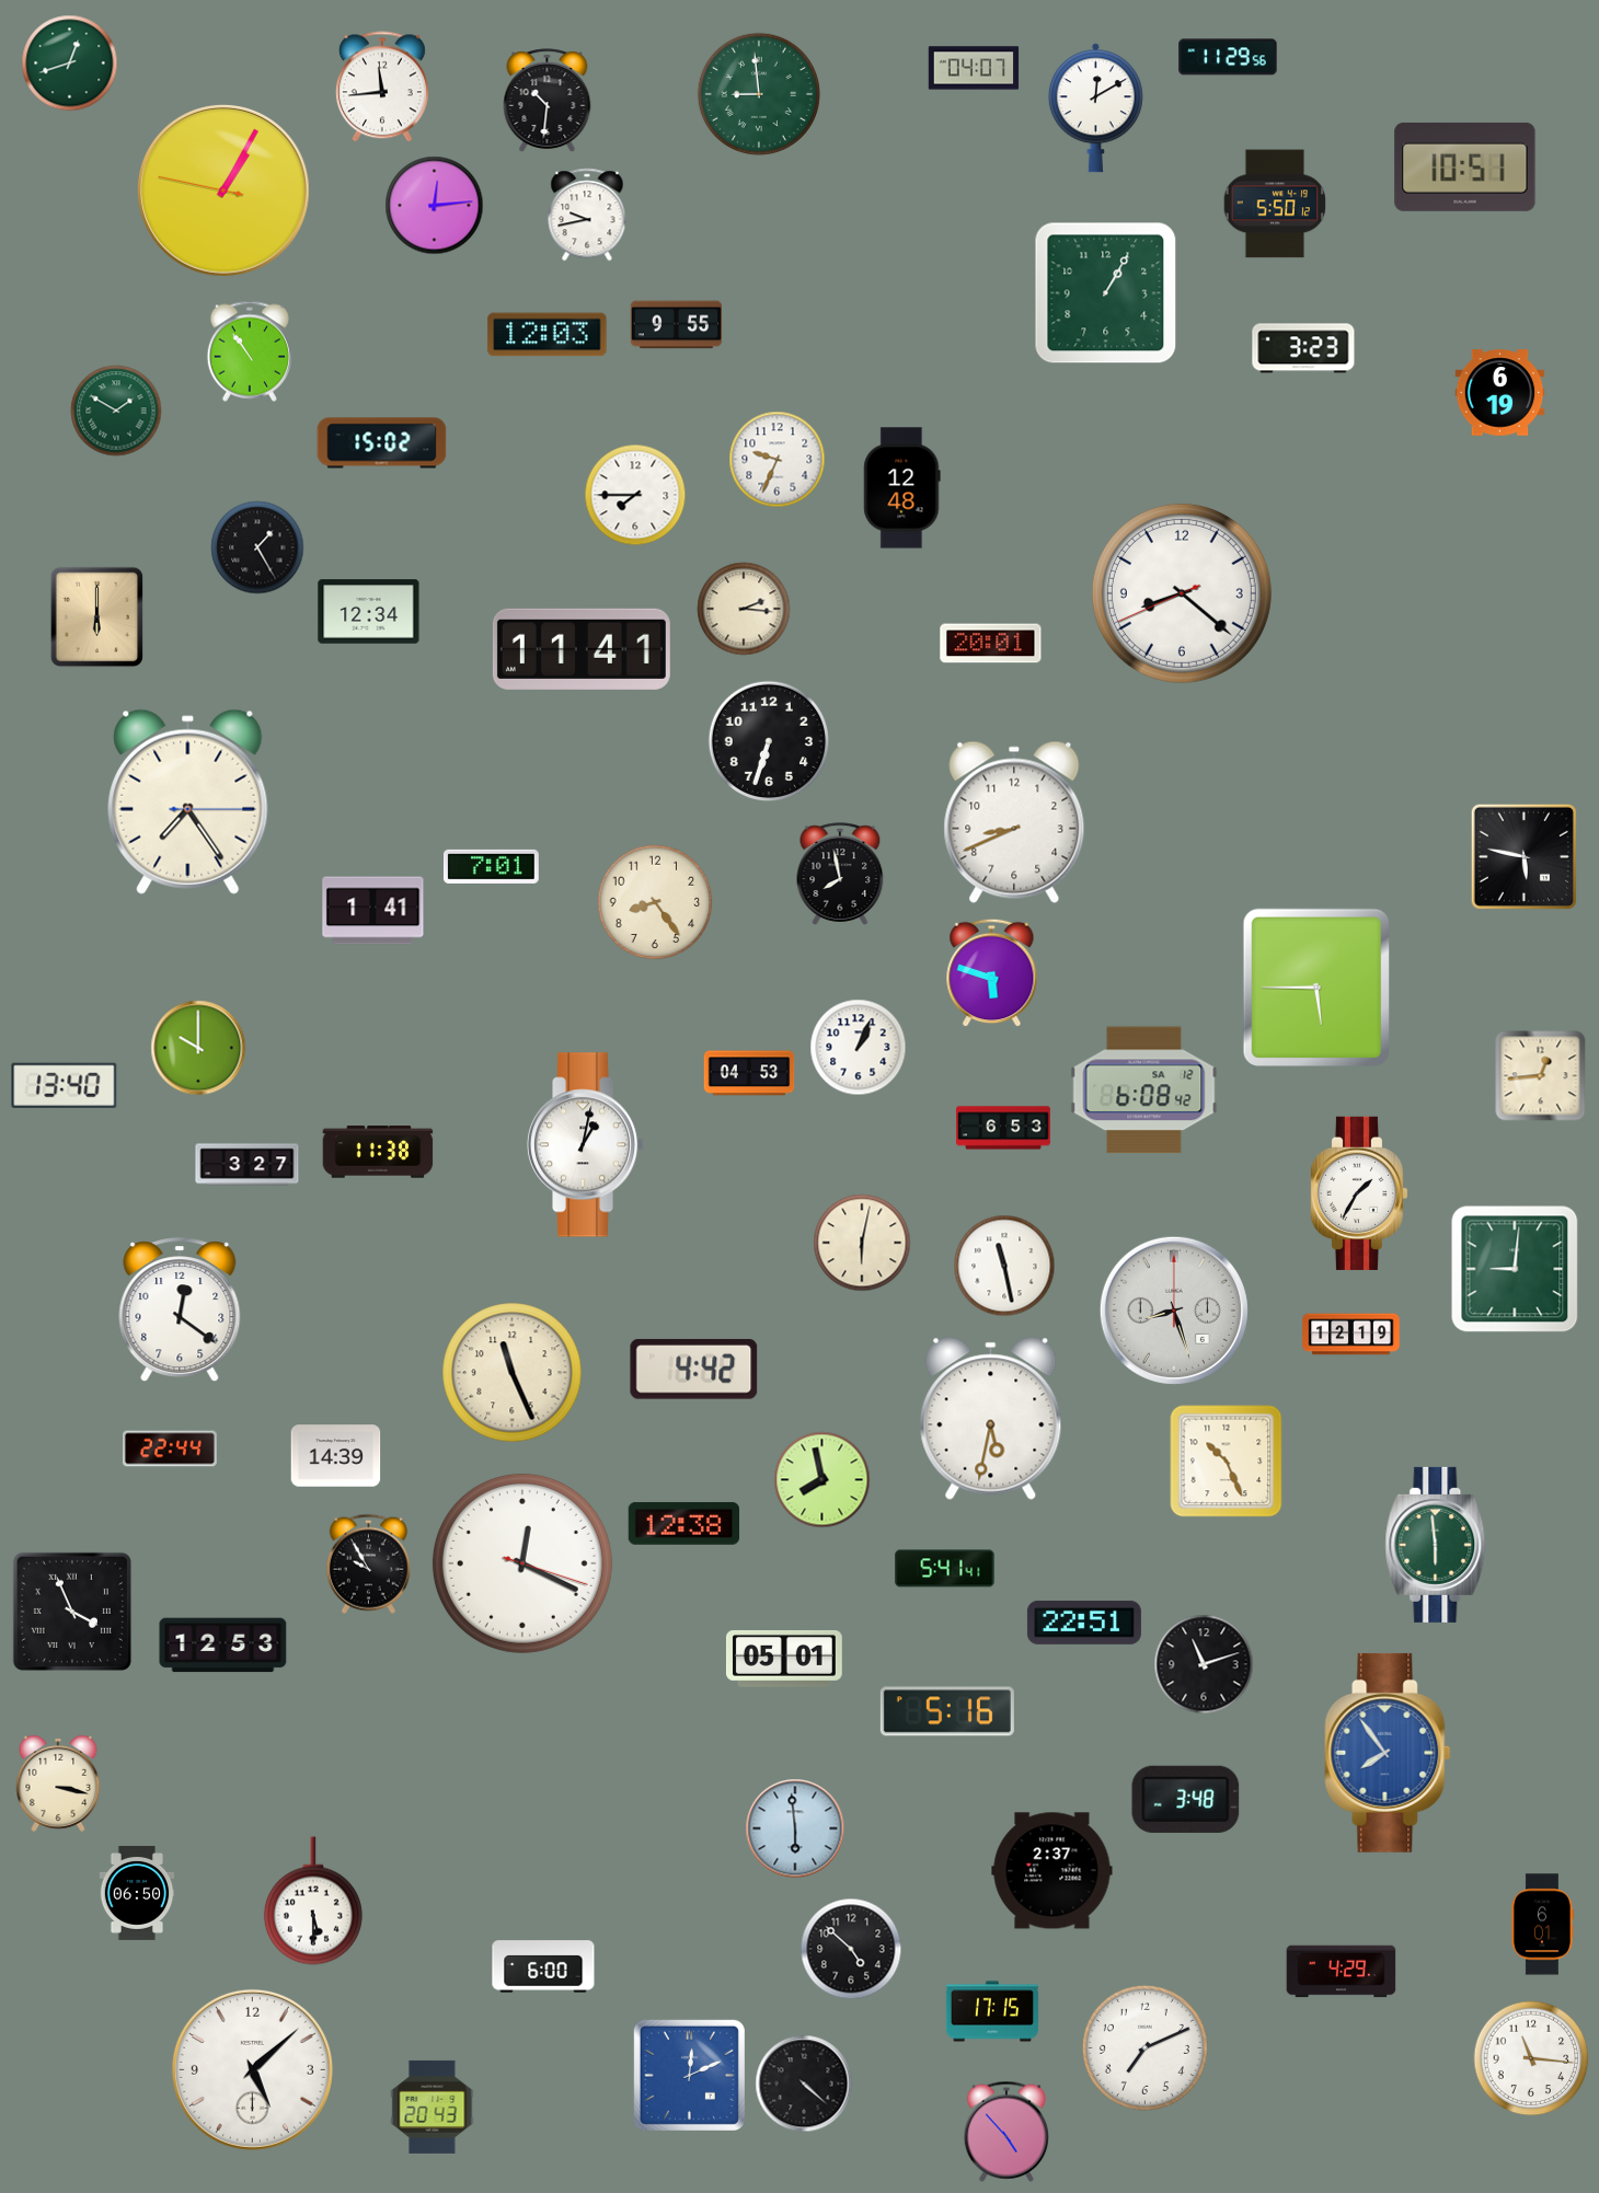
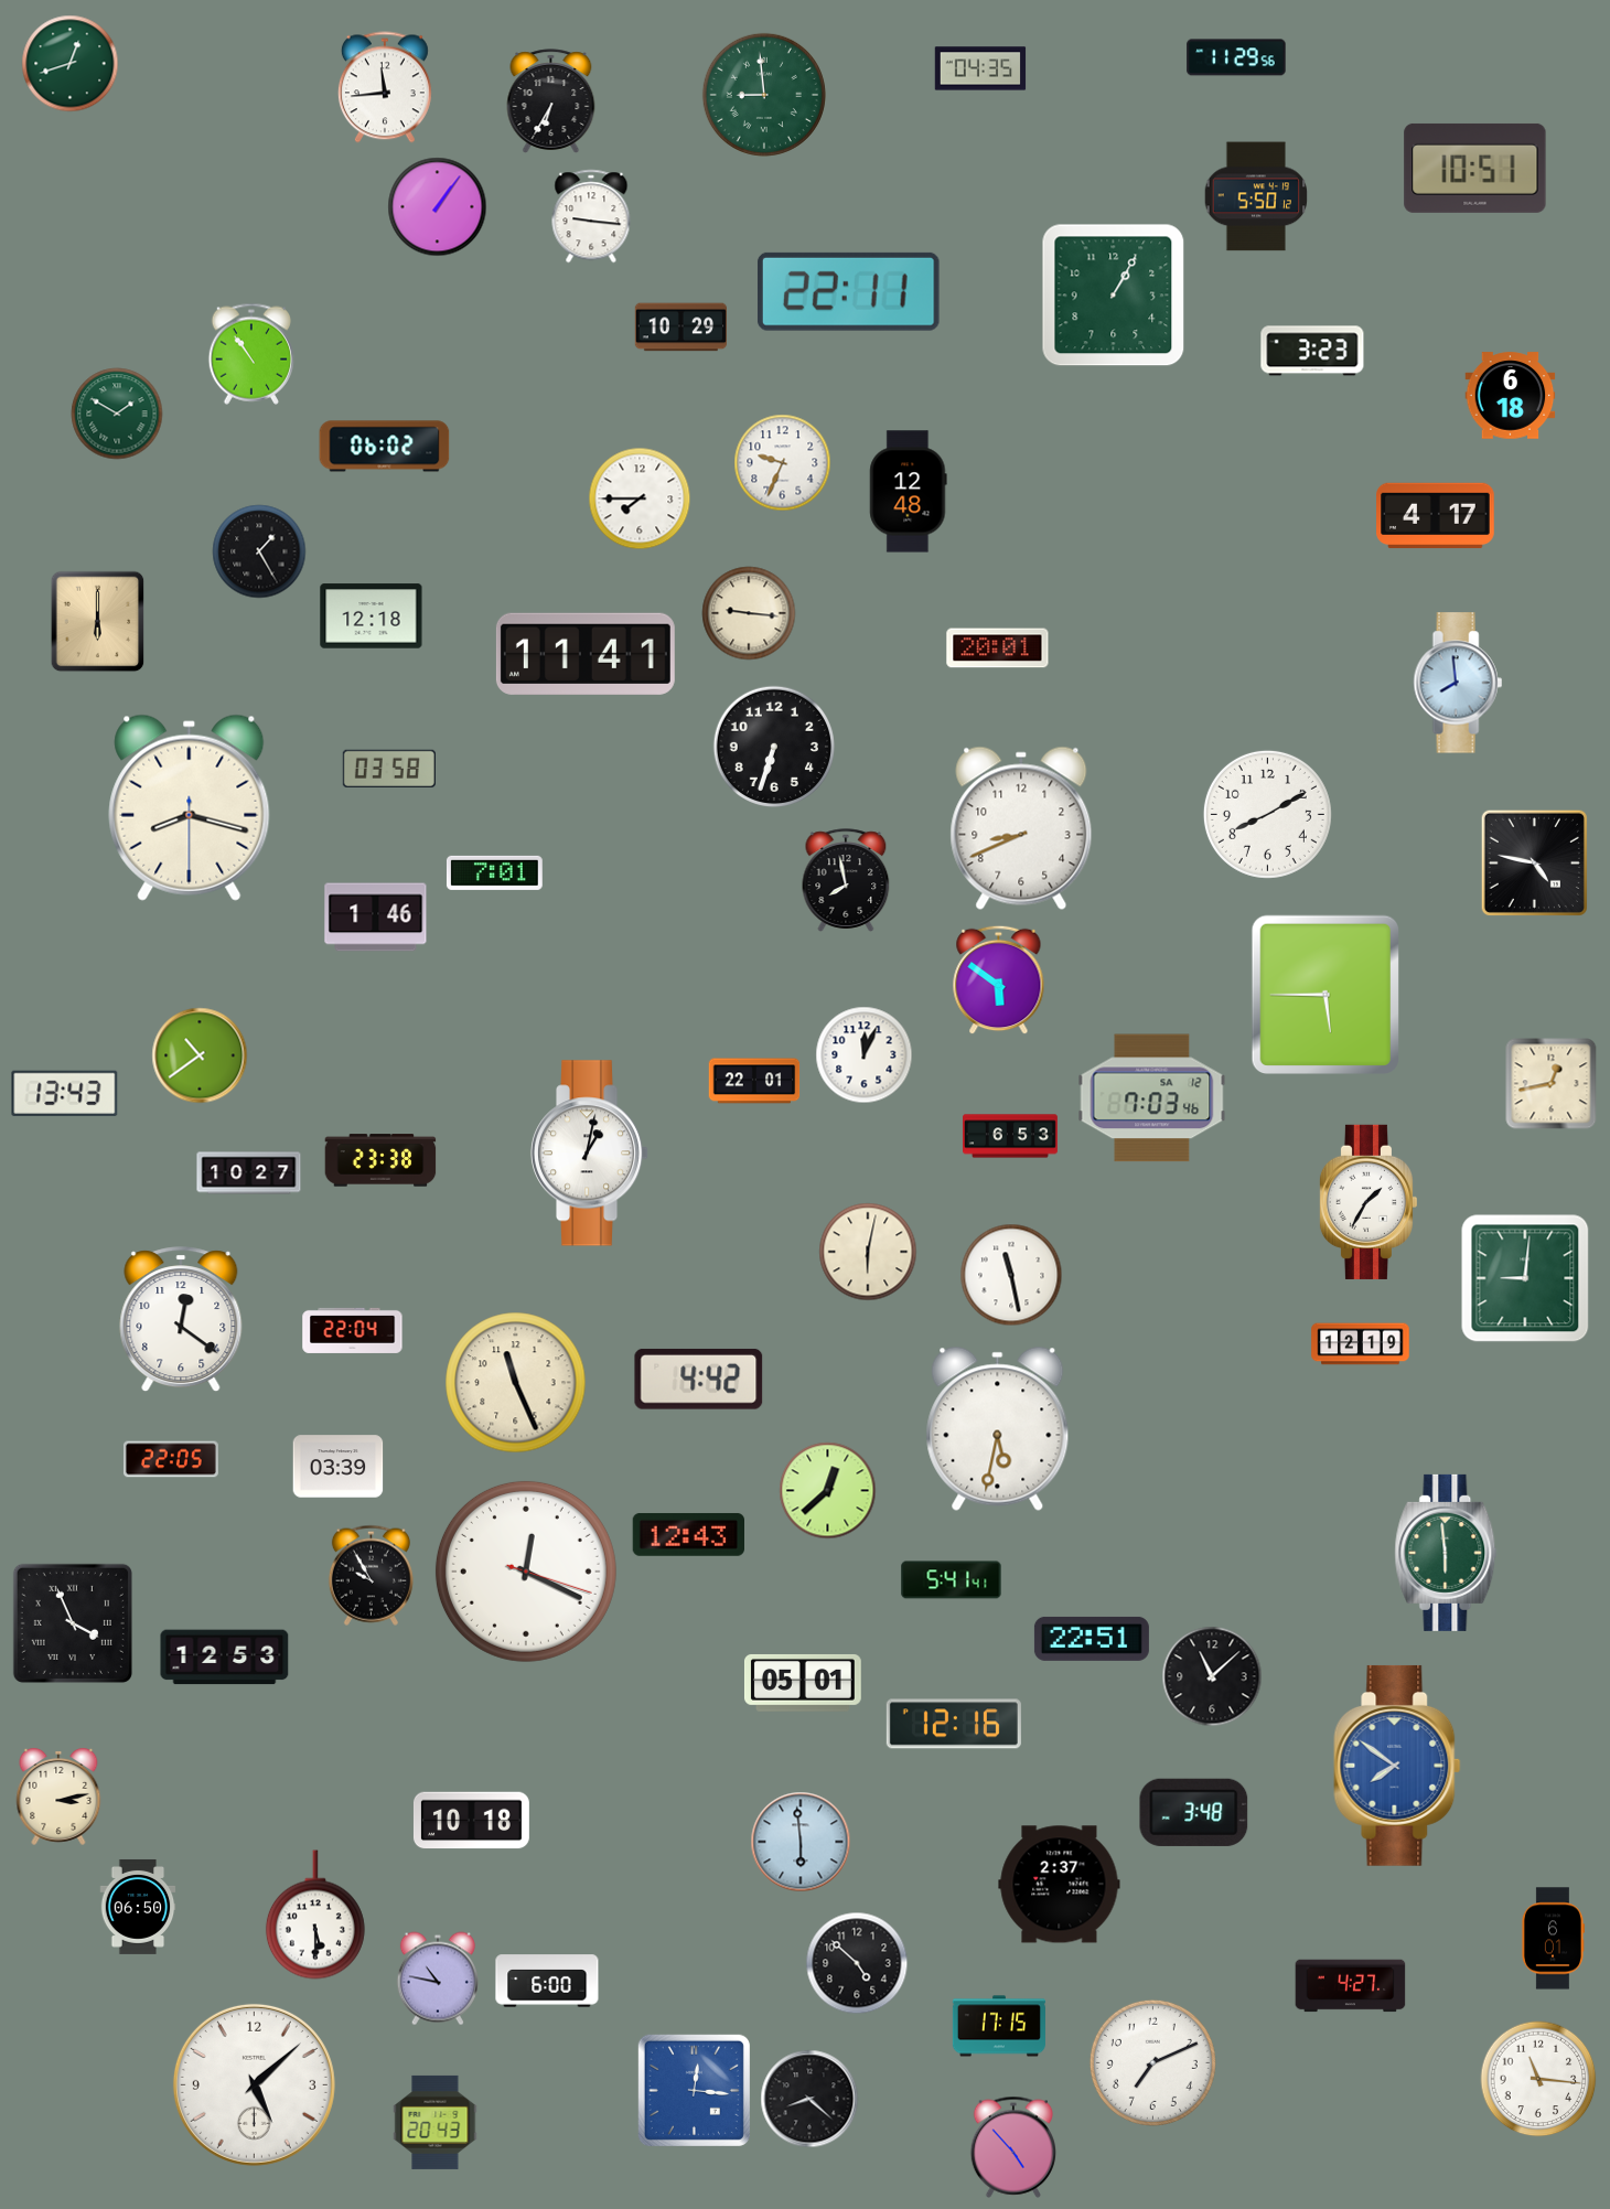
clock at (974, 68): 04:07 -> 04:35
clock at (548, 101): 10:31 -> 6:35
clock at (1095, 108): 12:10 -> none
clock at (223, 191): 1:04 -> none
clock at (1275, 204) position: (1275, 204) -> (1256, 196)
clock at (435, 206): 12:14 -> 1:06
clock at (587, 215): 9:43 -> 9:16
clock at (848, 291): none -> 22:11
clock at (676, 325): 9:55 -> 10:29
clock at (548, 335): 12:03 -> none
clock at (1500, 393): 6:19 -> 6:18
clock at (382, 443): 15:02 -> 06:02
clock at (1436, 516): none -> 4:17
clock at (1182, 593): 8:21 -> none
clock at (744, 609): 2:16 -> 9:16
clock at (369, 612): 12:34 -> 12:18
clock at (1458, 683): none -> 7:59
clock at (389, 769): none -> 03:58
clock at (188, 801): 7:24 -> 8:17
clock at (1267, 814): none -> 8:10
clock at (1523, 856): 5:47 -> 4:47
clock at (655, 902): 8:24 -> none
clock at (373, 911): 1:41 -> 1:46
clock at (992, 973): 5:48 -> 5:51
clock at (198, 1048): 10:00 -> 10:39
clock at (859, 1048): 1:04 -> 12:04
clock at (749, 1073): 04:53 -> 22:01
clock at (1541, 1076): 12:44 -> 12:43
clock at (65, 1085): 13:40 -> 13:43
clock at (1144, 1090): 6:08 -> 7:03
clock at (378, 1152): 11:38 -> 23:38
clock at (248, 1165): 3:27 -> 10:27
clock at (1174, 1311): 8:27 -> none
clock at (353, 1330): none -> 22:04
clock at (170, 1448): 22:44 -> 22:05
clock at (336, 1456): 14:39 -> 03:39
clock at (1227, 1462): 10:26 -> none
clock at (822, 1480): 7:58 -> 12:38
clock at (683, 1523): 12:38 -> 12:43
clock at (1436, 1545) position: (1436, 1545) -> (1446, 1553)
clock at (522, 1563) position: (522, 1563) -> (526, 1572)
clock at (1084, 1623) position: (1084, 1623) -> (1092, 1639)
clock at (784, 1659) position: (784, 1659) -> (803, 1683)
clock at (1204, 1664): 11:12 -> 11:08
clock at (947, 1711): 5:16 -> 12:16
clock at (1388, 1753): 7:54 -> 7:51
clock at (58, 1784): 3:17 -> 3:13
clock at (471, 1821): none -> 10:18
clock at (438, 1979): none -> 10:47
clock at (1342, 1972): 4:29 -> 4:27
clock at (1531, 2058) position: (1531, 2058) -> (1538, 2079)
clock at (689, 2075): 12:11 -> 12:16
clock at (804, 2084): 4:22 -> 8:22
